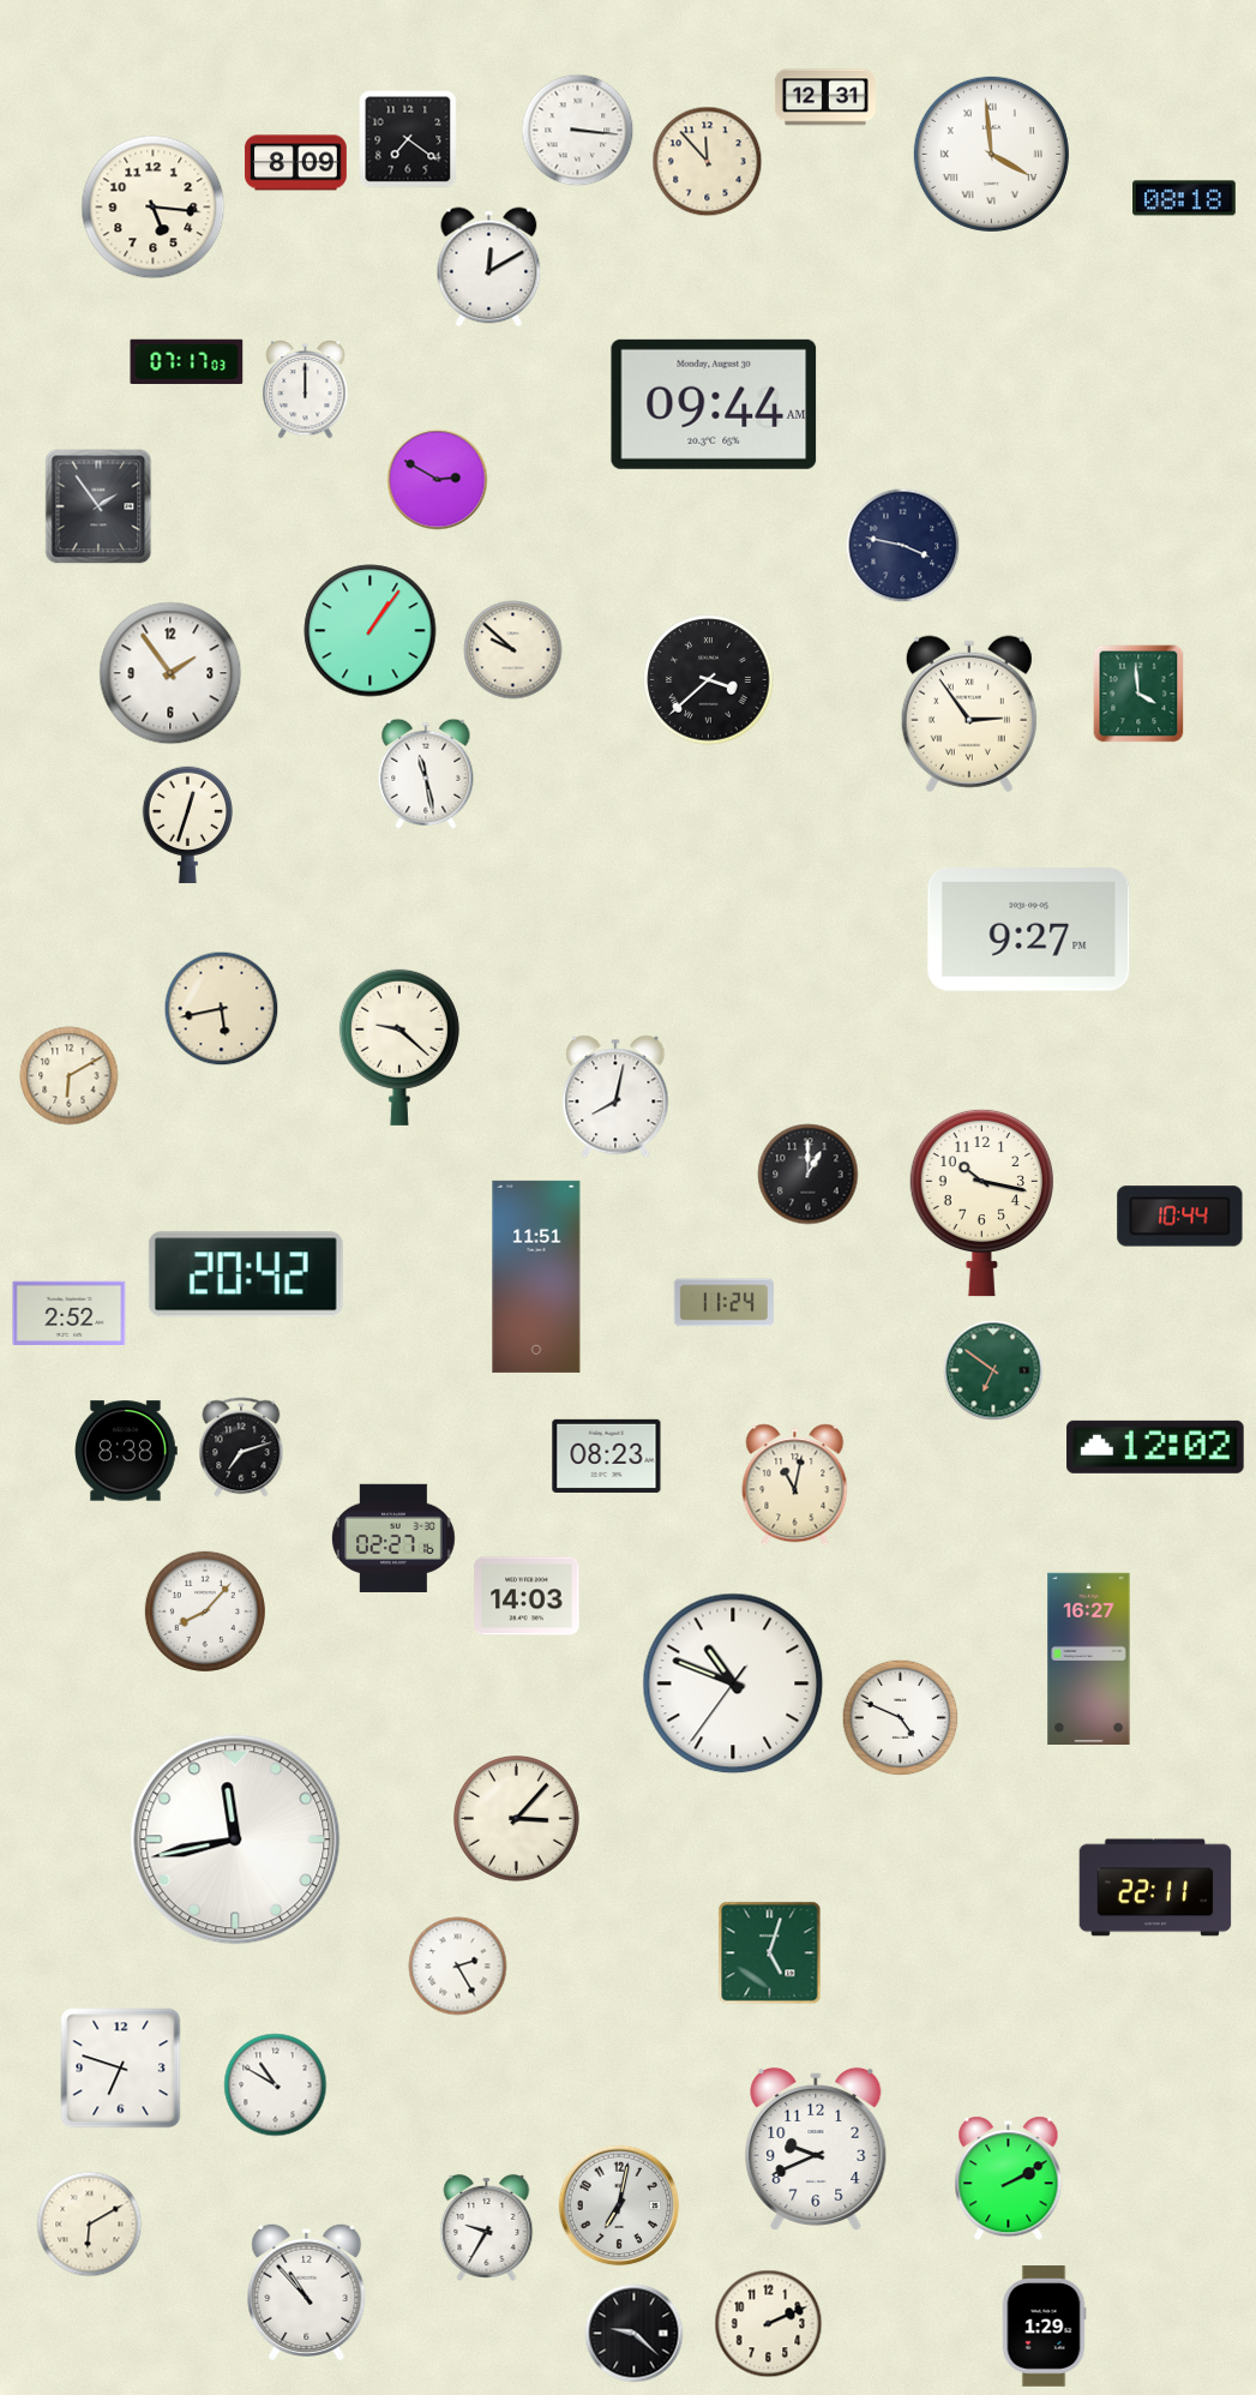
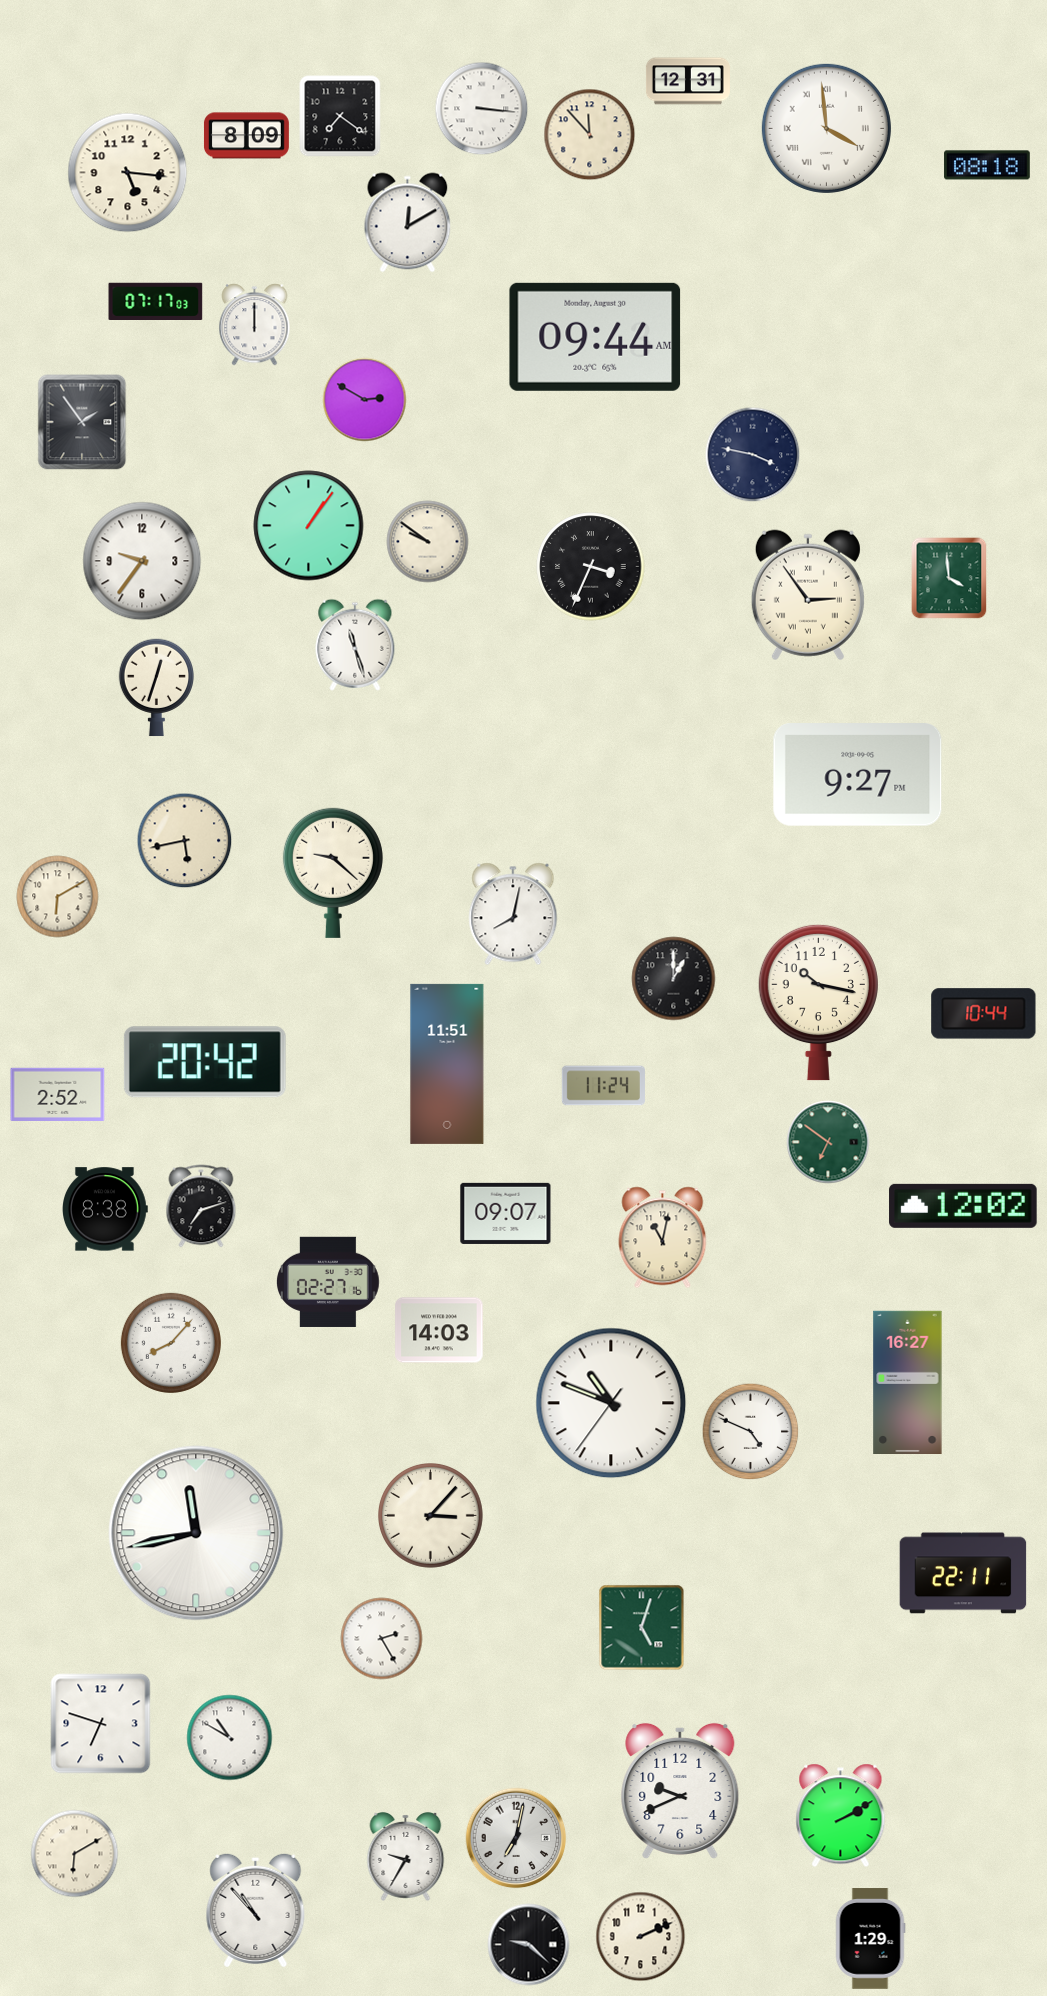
clock at (513, 650): 9:52 -> 9:51
clock at (170, 673): 1:54 -> 9:36
clock at (709, 680): 3:38 -> 3:34
clock at (426, 774): 11:28 -> 11:27
clock at (607, 1455): 08:23 -> 09:07
